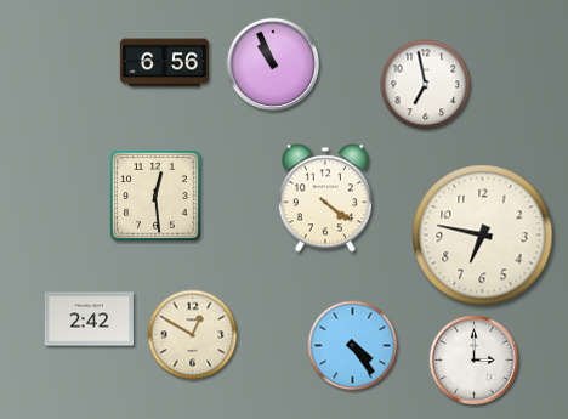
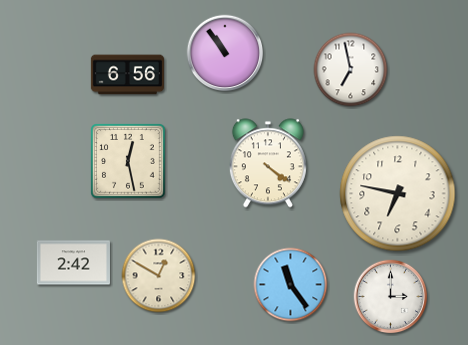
clock at (164, 63) position: (164, 63) -> (127, 75)
clock at (273, 64): 10:56 -> 10:54
clock at (157, 197): 12:29 -> 12:28
clock at (353, 346): 4:24 -> 11:24
